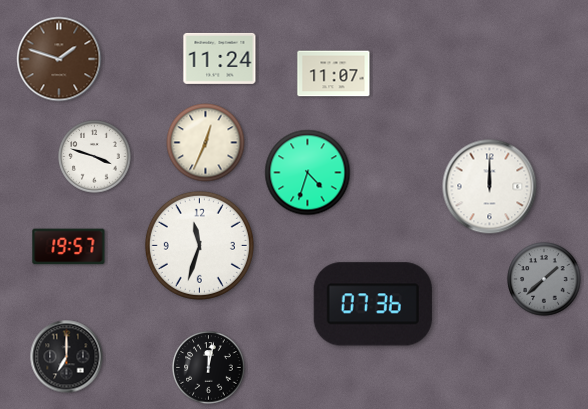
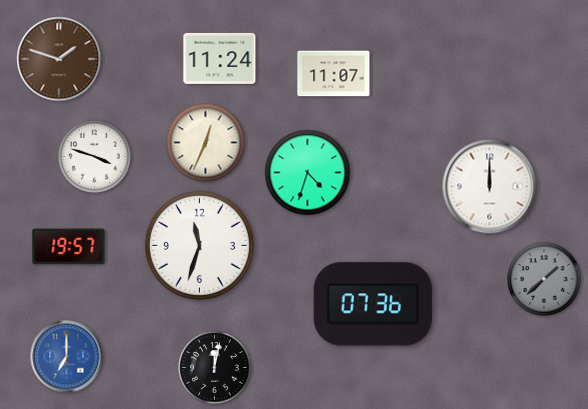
clock at (67, 357) dial: black -> blue
clock at (209, 368) position: (209, 368) -> (215, 368)
